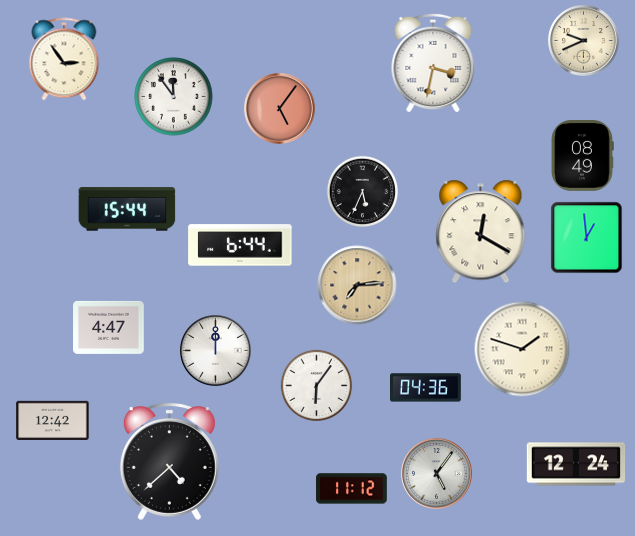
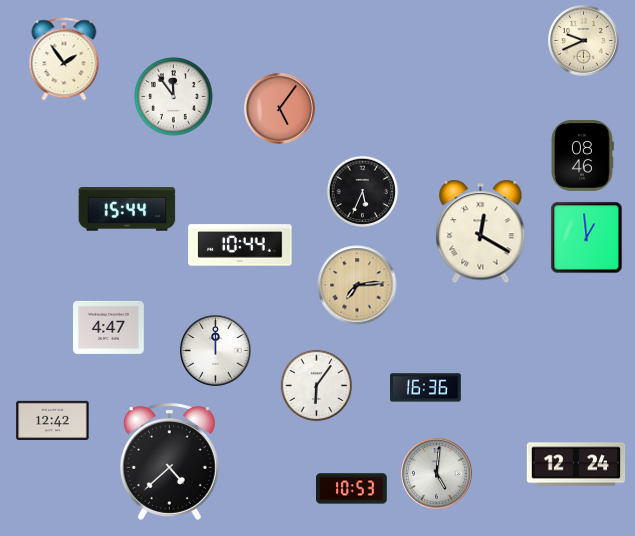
clock at (64, 59): 2:54 -> 1:54
clock at (433, 63): 3:32 -> none
clock at (582, 156): 08:49 -> 08:46
clock at (240, 245): 6:44 -> 10:44
clock at (522, 349): 1:48 -> none
clock at (426, 388): 04:36 -> 16:36
clock at (437, 474): 5:06 -> 5:01
clock at (352, 489): 11:12 -> 10:53
